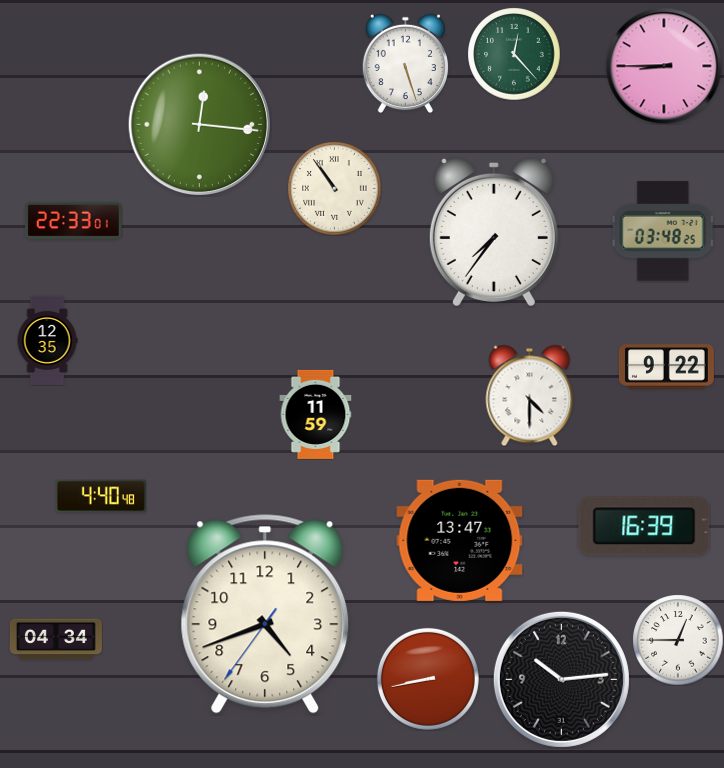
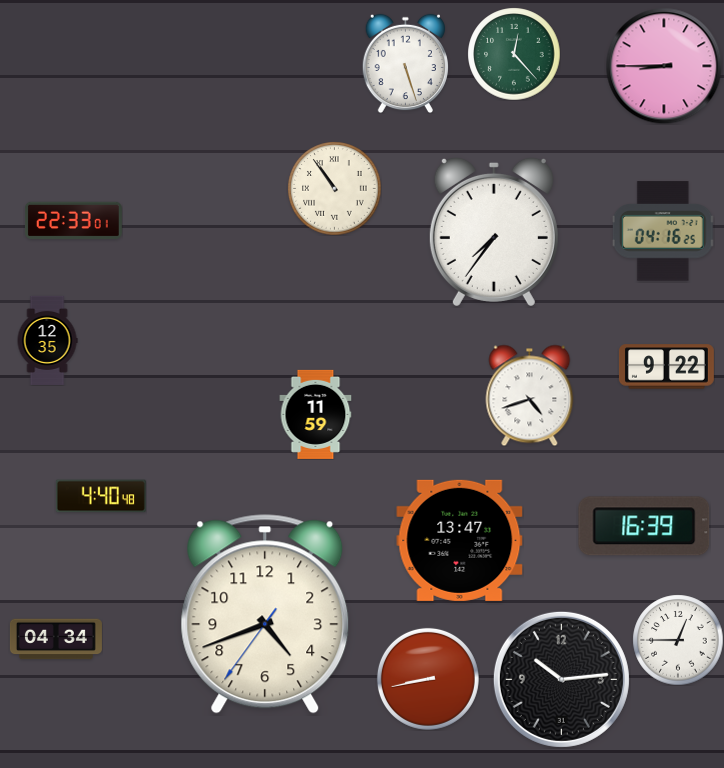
clock at (199, 124): 12:16 -> none
clock at (663, 231): 03:48 -> 04:16
clock at (530, 395): 4:30 -> 4:42
